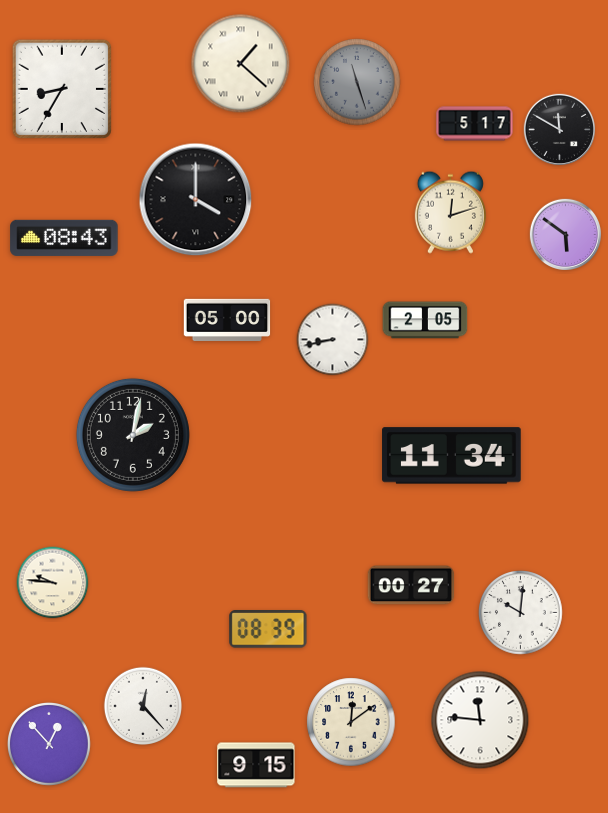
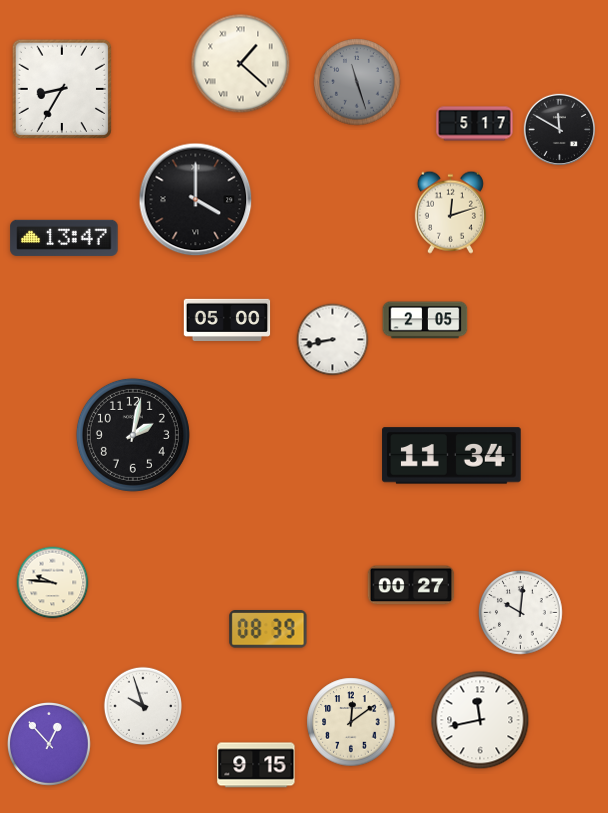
clock at (565, 234): 5:51 -> none
clock at (64, 238): 08:43 -> 13:47
clock at (142, 705): 12:23 -> 9:57
clock at (480, 720): 11:46 -> 11:43
